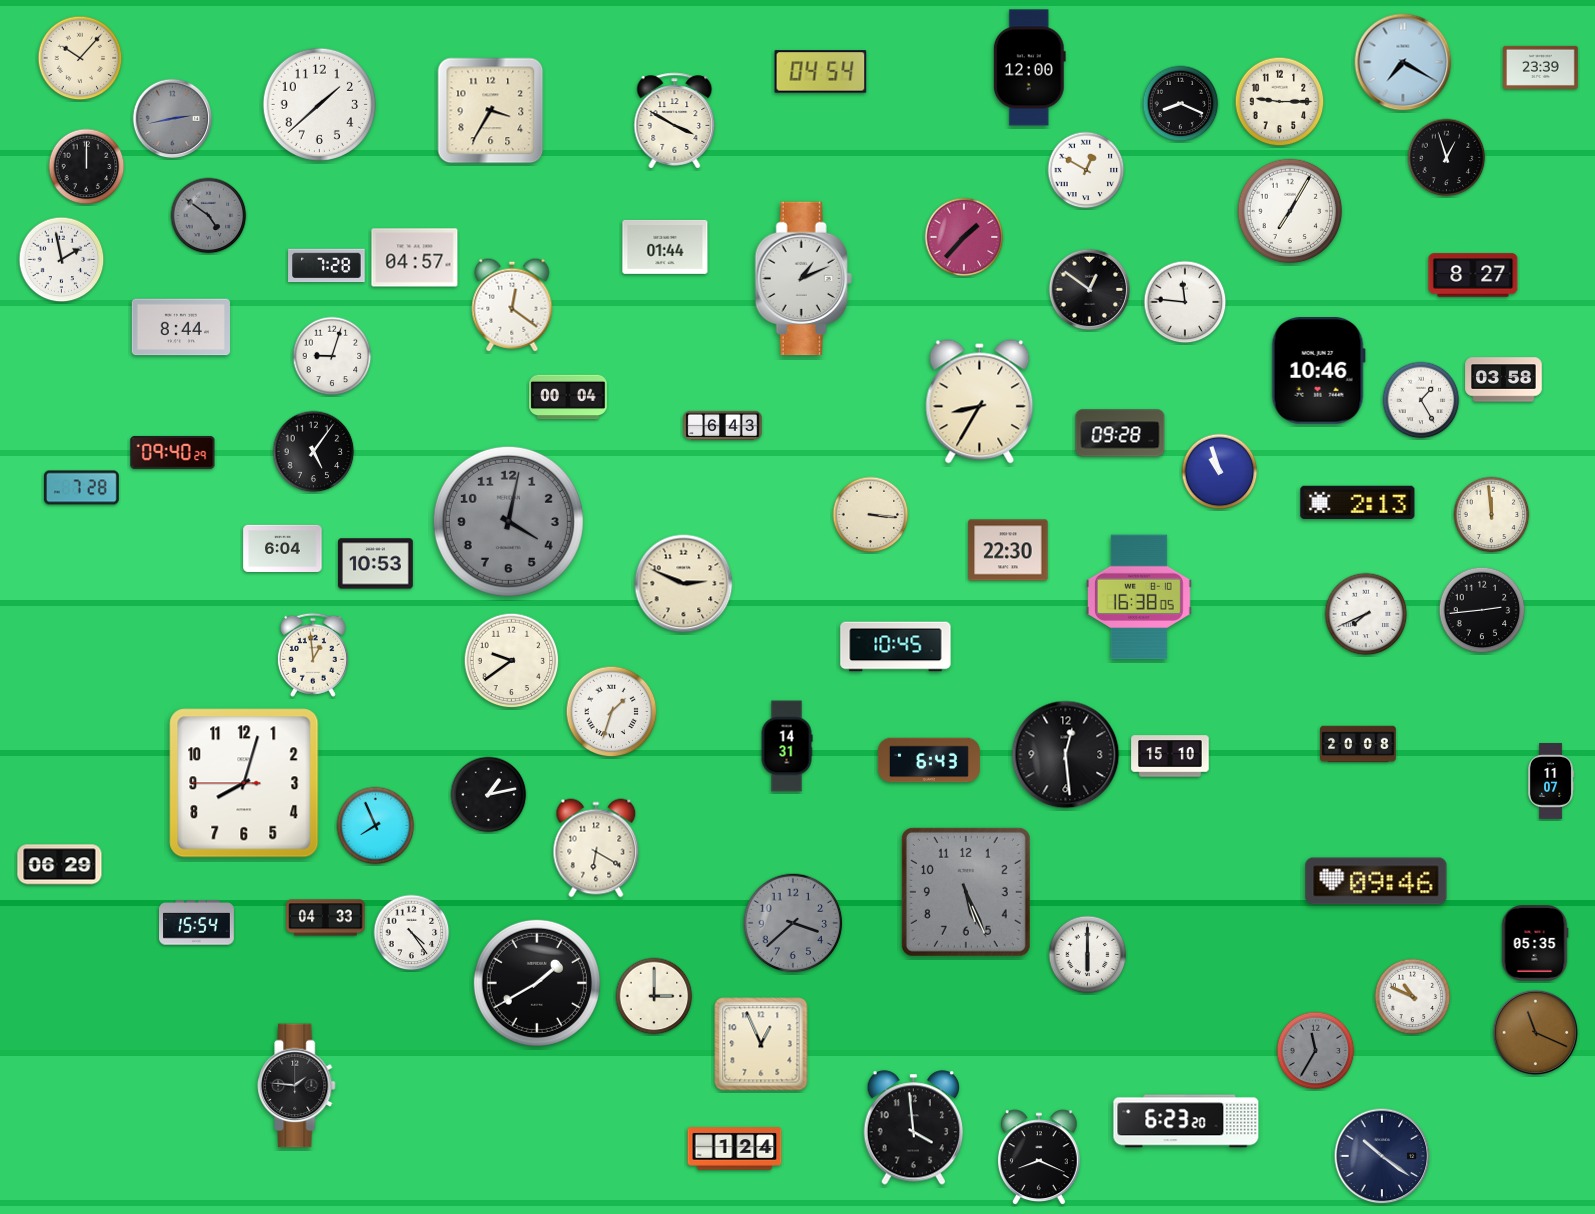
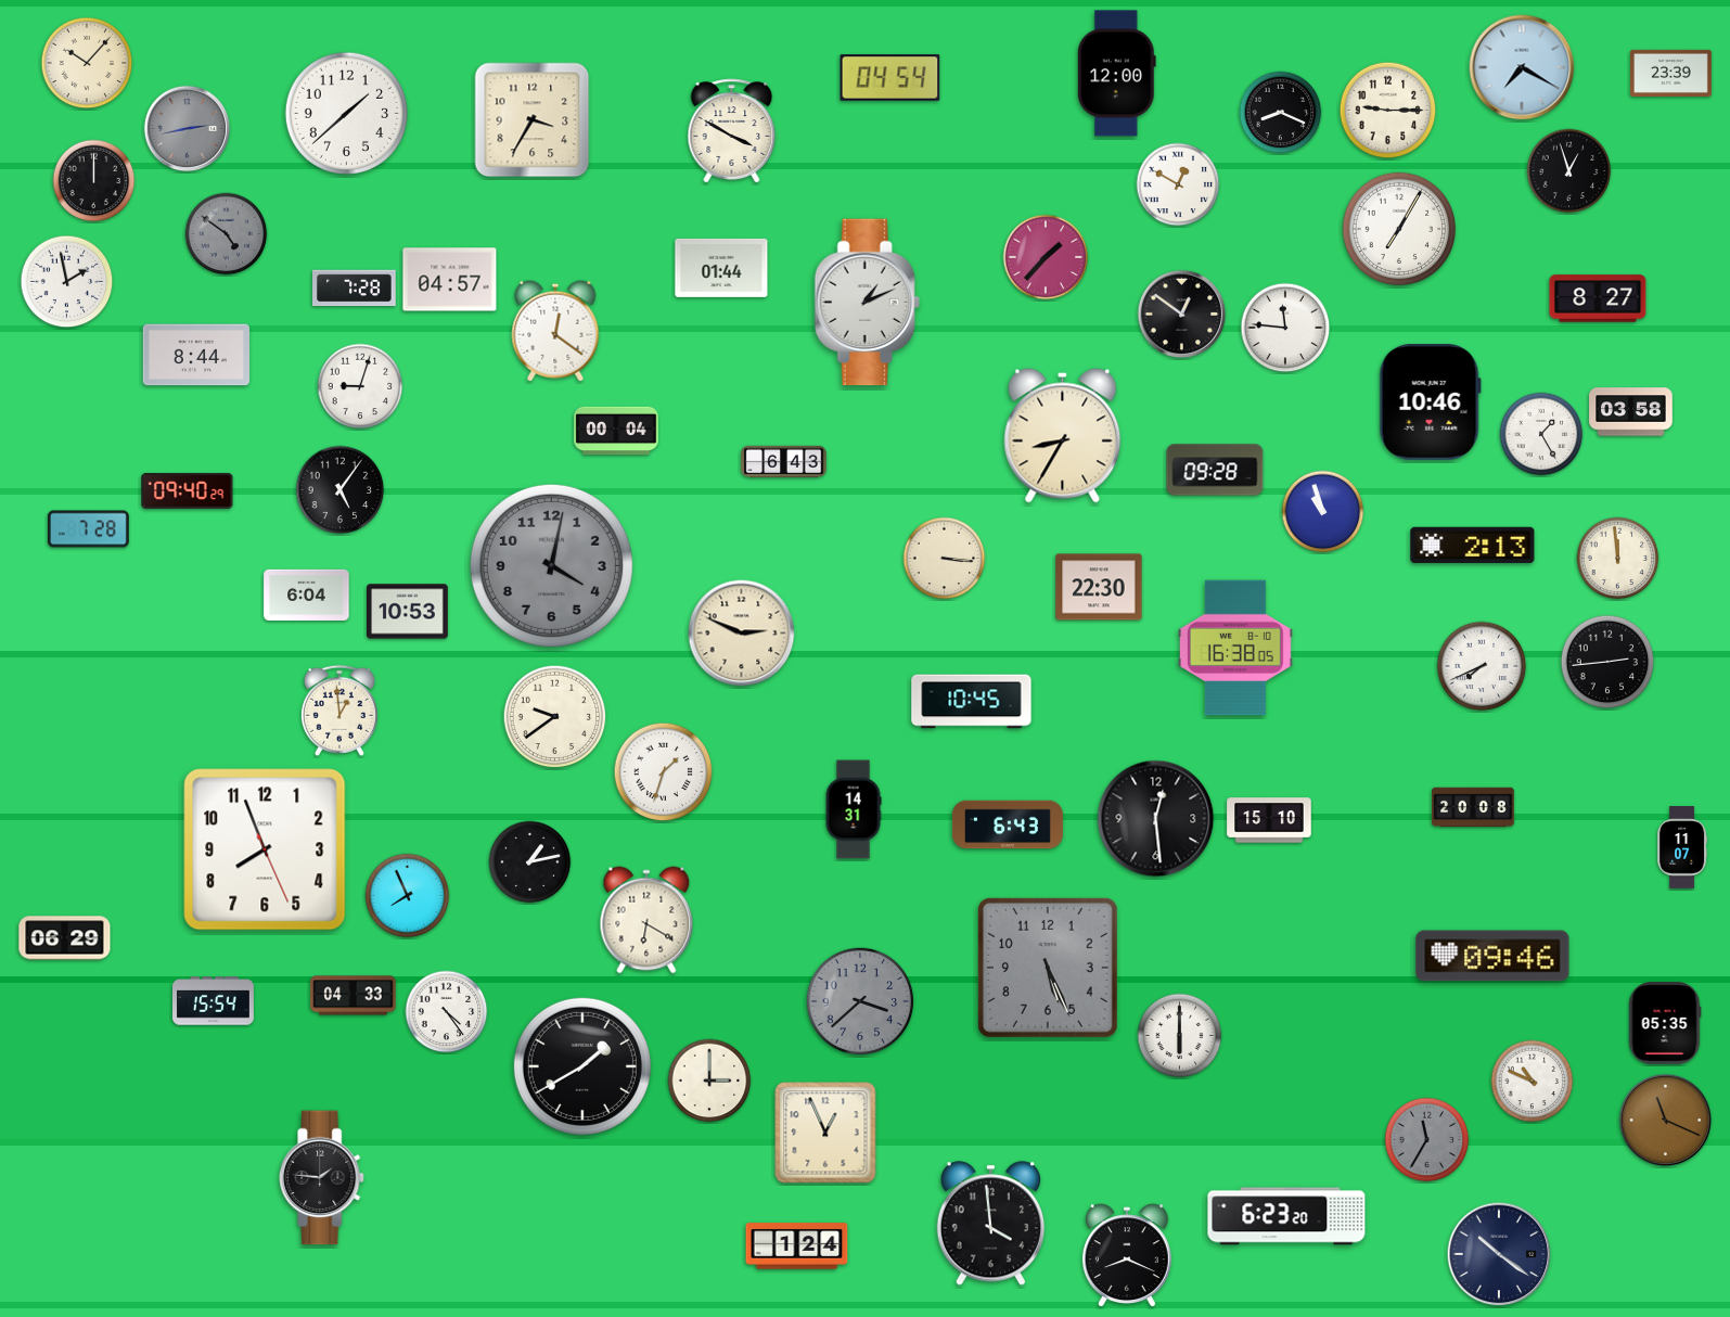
clock at (803, 279) position: (803, 279) -> (867, 303)
clock at (1008, 550) position: (1008, 550) -> (1099, 587)
clock at (244, 783): 8:02 -> 7:56
